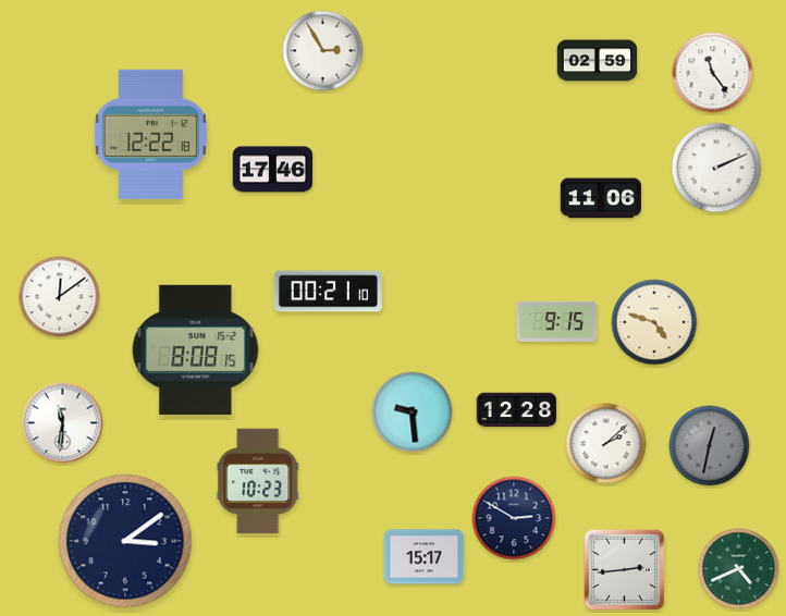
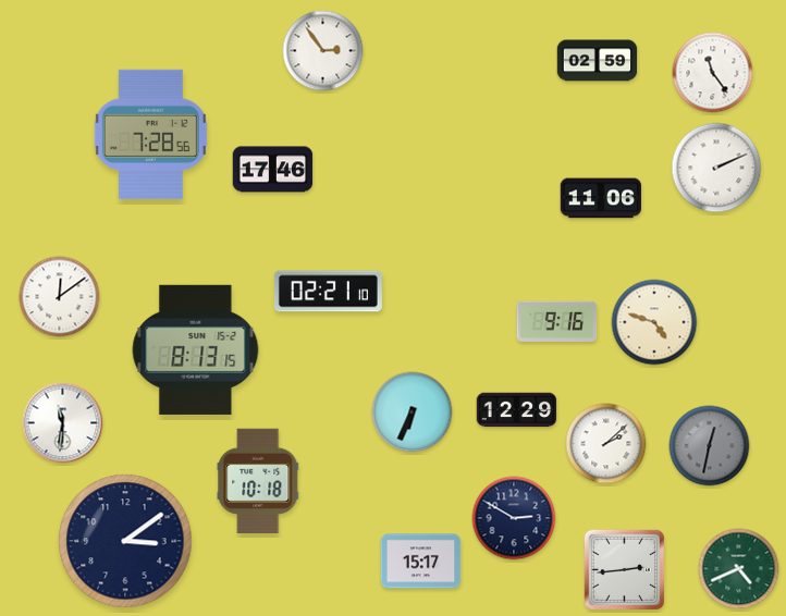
clock at (323, 51): 2:55 -> 2:54
clock at (150, 134): 12:22 -> 7:28
clock at (328, 292): 00:21 -> 02:21
clock at (557, 321): 9:15 -> 9:16
clock at (196, 349): 8:08 -> 8:13
clock at (517, 410): 12:28 -> 12:29
clock at (413, 412): 9:29 -> 6:34
clock at (258, 481): 10:23 -> 10:18
clock at (425, 557) position: (425, 557) -> (421, 562)
